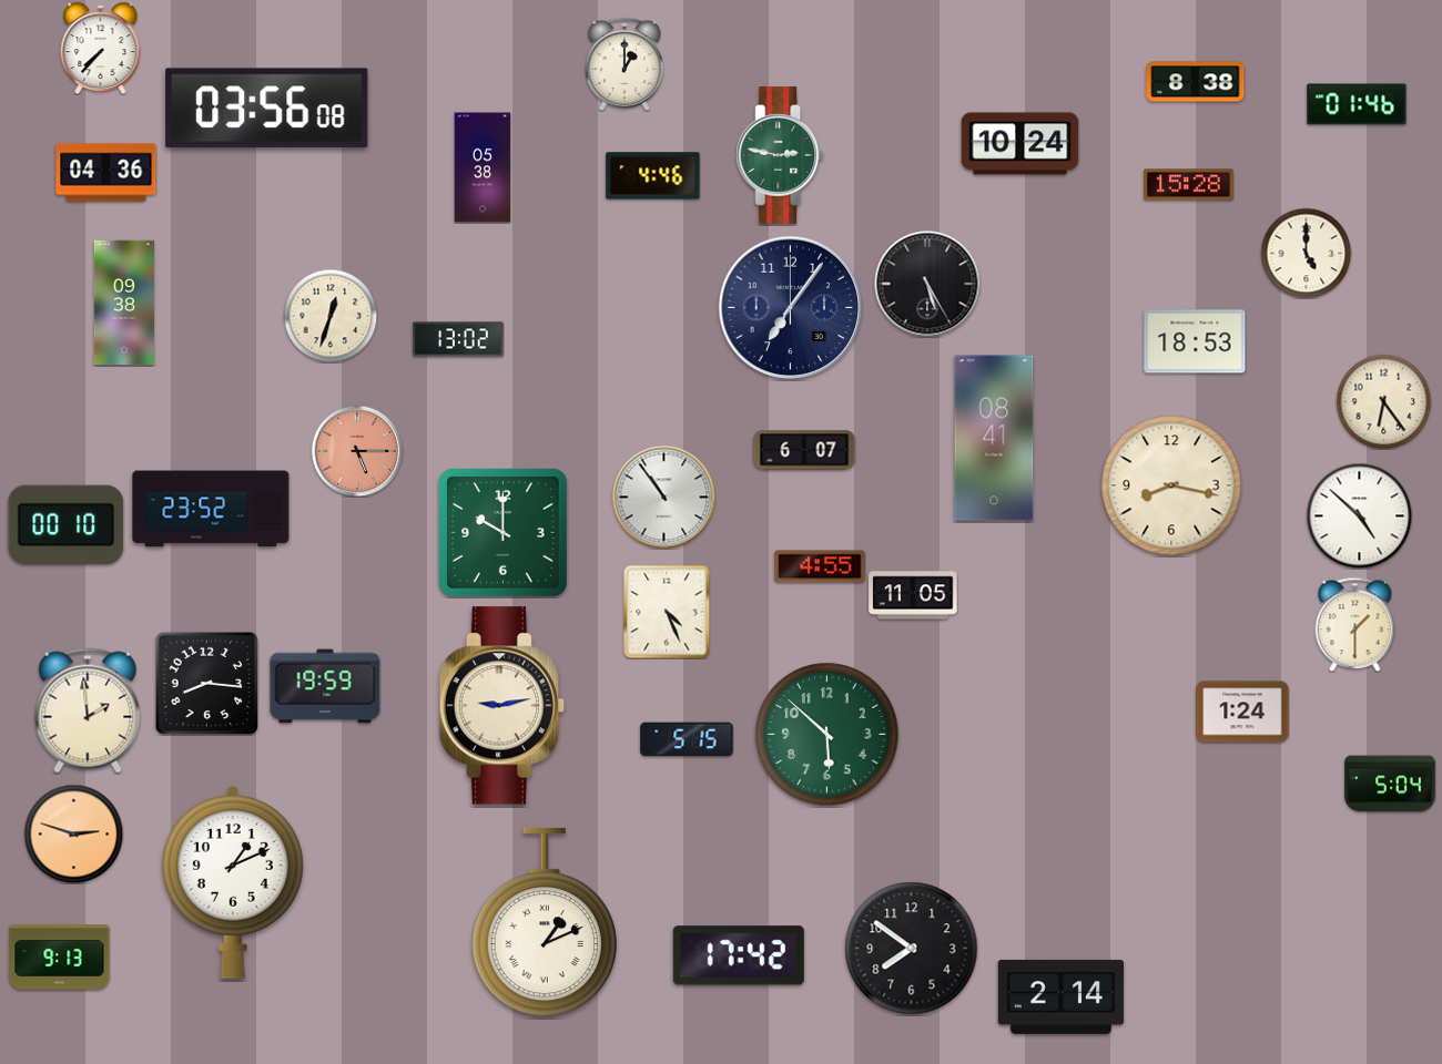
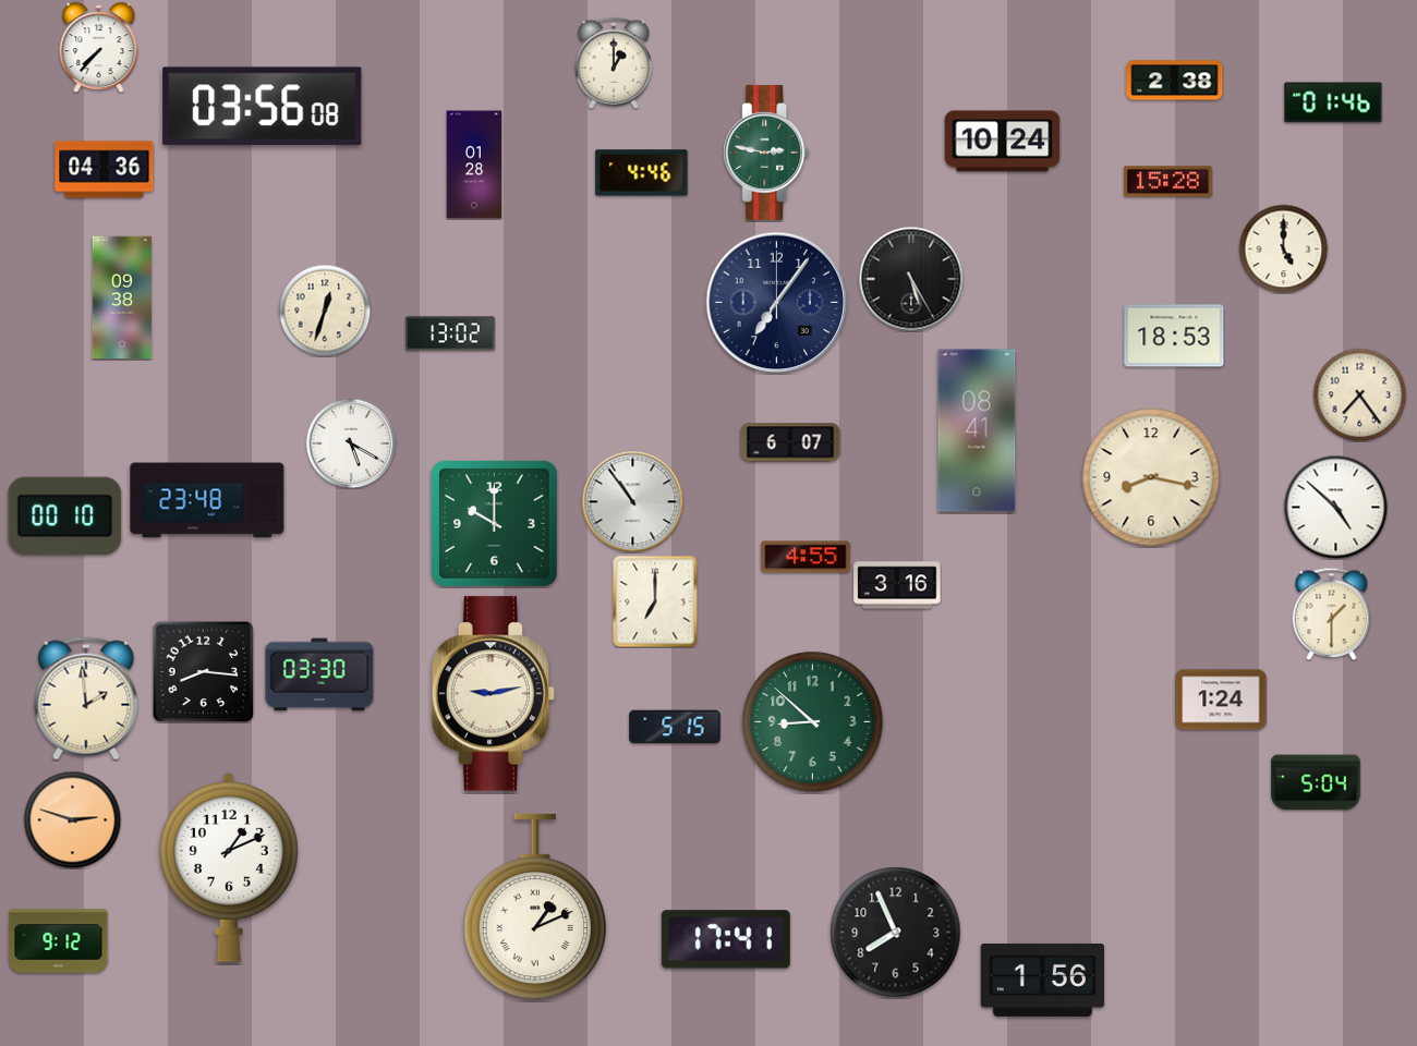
clock at (1196, 82): 8:38 -> 2:38
clock at (483, 167): 05:38 -> 01:28
clock at (1383, 401): 6:24 -> 7:24
clock at (357, 451): 5:15 -> 5:20
clock at (357, 451) dial: salmon -> white
clock at (663, 497) position: (663, 497) -> (632, 501)
clock at (211, 509): 23:52 -> 23:48
clock at (913, 595): 11:05 -> 3:16
clock at (667, 612): 4:26 -> 7:00
clock at (325, 686): 19:59 -> 03:30
clock at (827, 735): 5:52 -> 8:52
clock at (1390, 784) position: (1390, 784) -> (1316, 782)
clock at (912, 949): 7:51 -> 7:56
clock at (739, 955): 17:42 -> 17:41
clock at (60, 958): 9:13 -> 9:12
clock at (1060, 996): 2:14 -> 1:56
